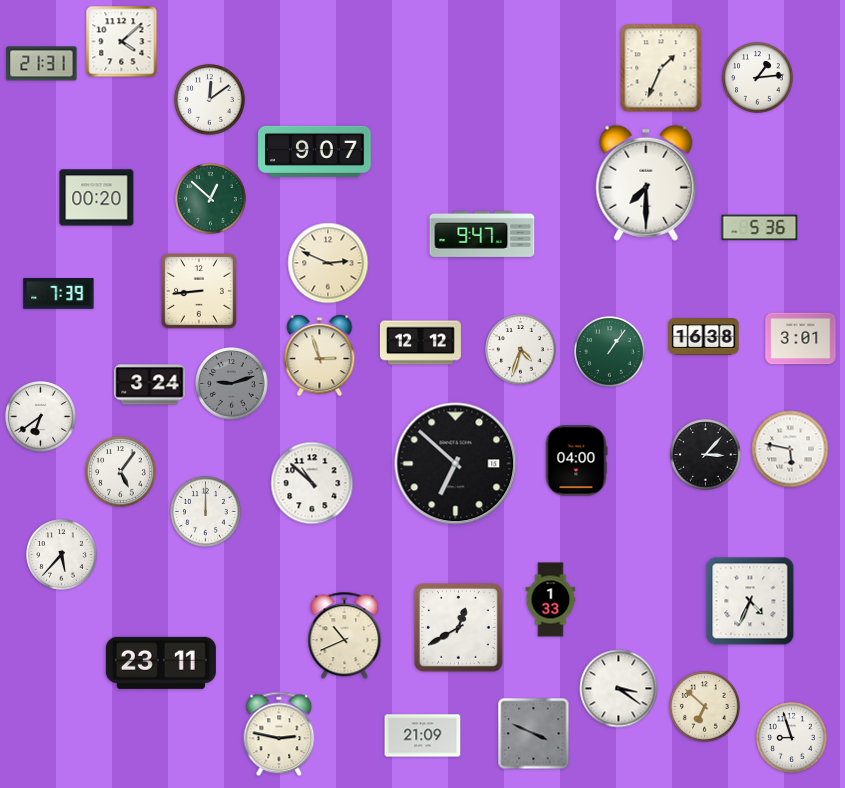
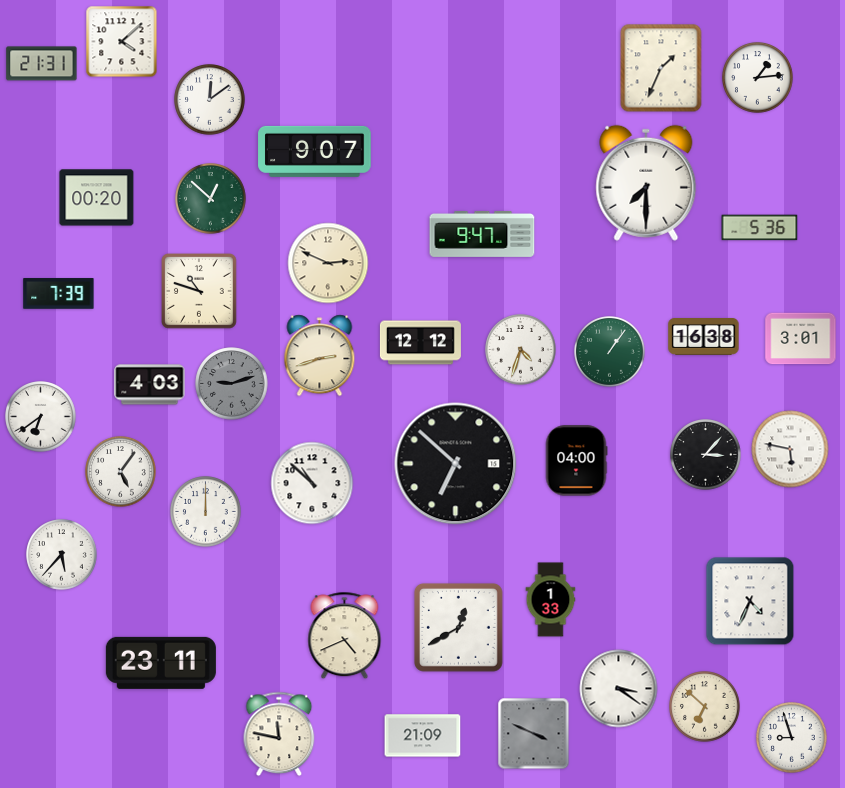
clock at (200, 292): 8:44 -> 10:48
clock at (320, 356): 2:57 -> 2:42
clock at (150, 385): 3:24 -> 4:03
clock at (345, 636): 10:41 -> 4:41
clock at (279, 734): 2:47 -> 11:47
